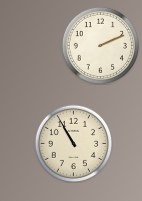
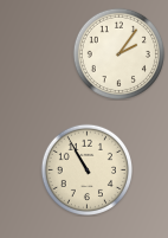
clock at (100, 45): 2:11 -> 2:06
